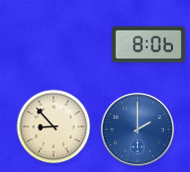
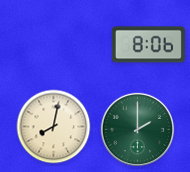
clock at (54, 127): 8:53 -> 8:02
clock at (138, 130) dial: blue -> green
